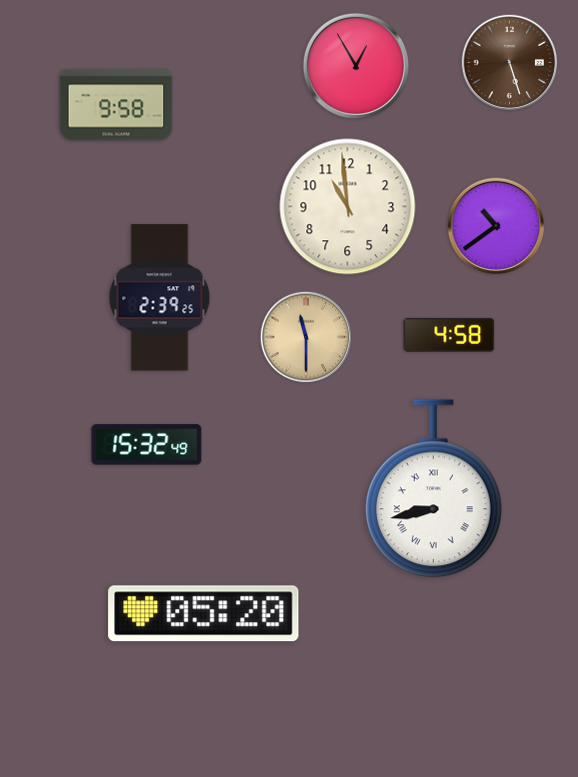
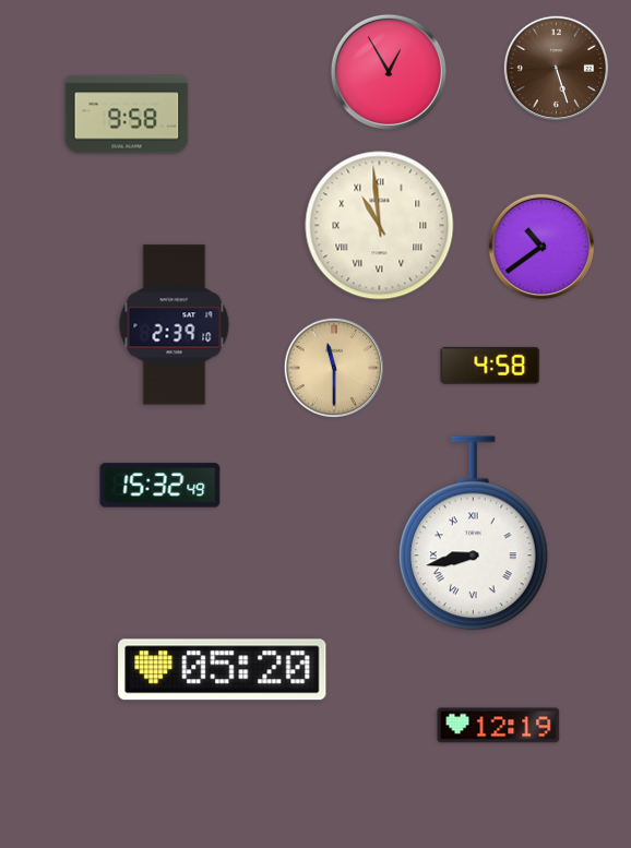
clock at (348, 207) numerals: Arabic -> Roman
clock at (160, 298): 2:39:25 -> 2:39:10
clock at (499, 726): none -> 12:19
